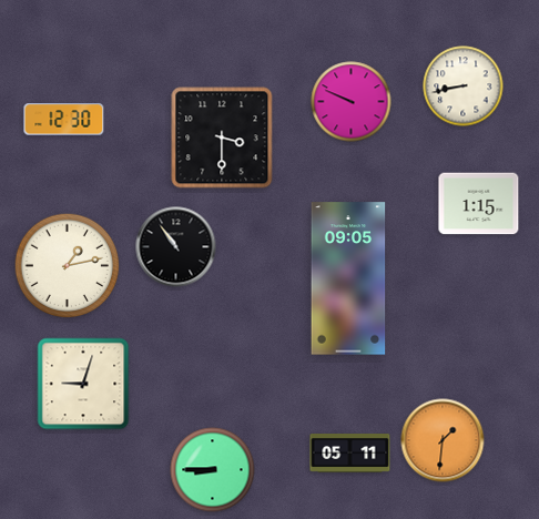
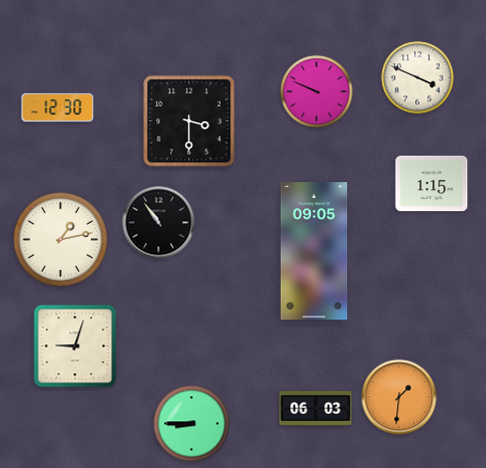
clock at (464, 86): 8:43 -> 3:49
clock at (222, 138) position: (222, 138) -> (189, 121)
clock at (350, 454): 05:11 -> 06:03
